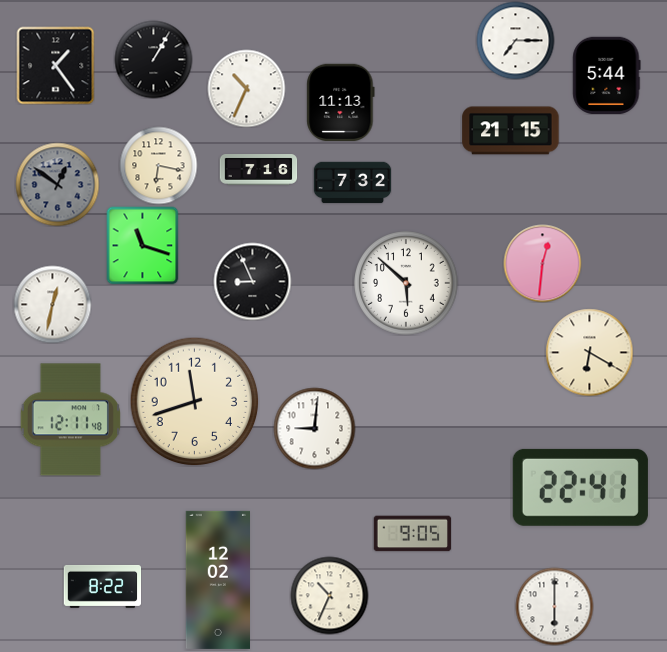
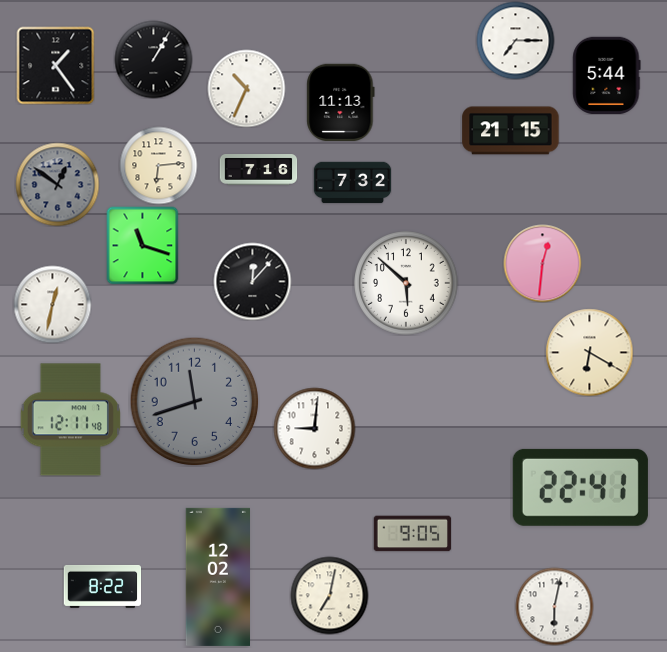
clock at (158, 165): 6:17 -> 6:14
clock at (252, 281): 8:56 -> 12:07
clock at (194, 401) dial: cream -> grey
clock at (217, 580) position: (217, 580) -> (217, 577)
clock at (329, 595): 10:34 -> 7:02
clock at (554, 606): 6:00 -> 6:02
